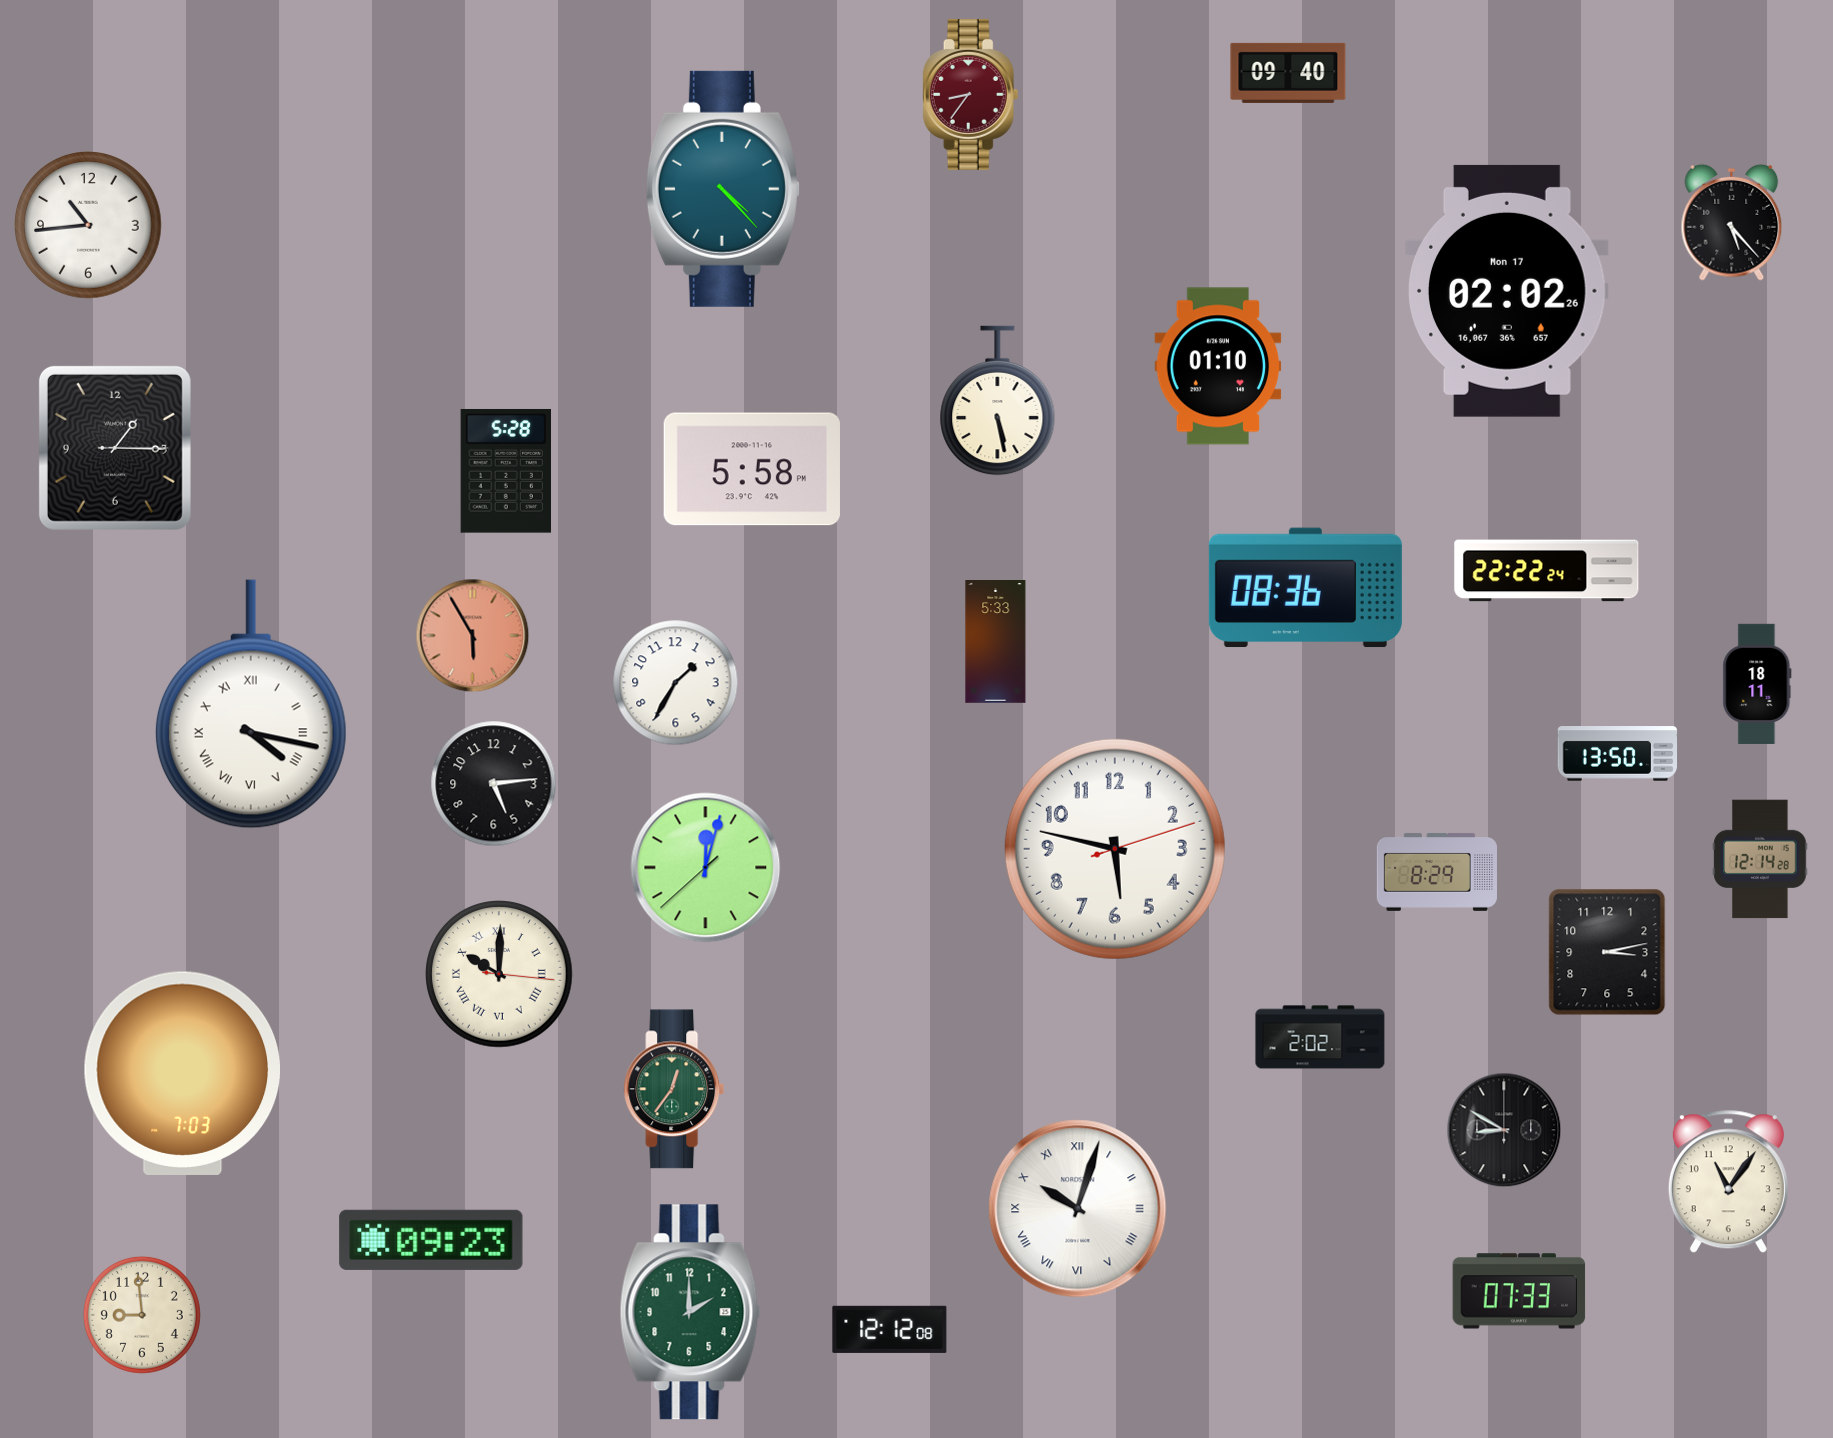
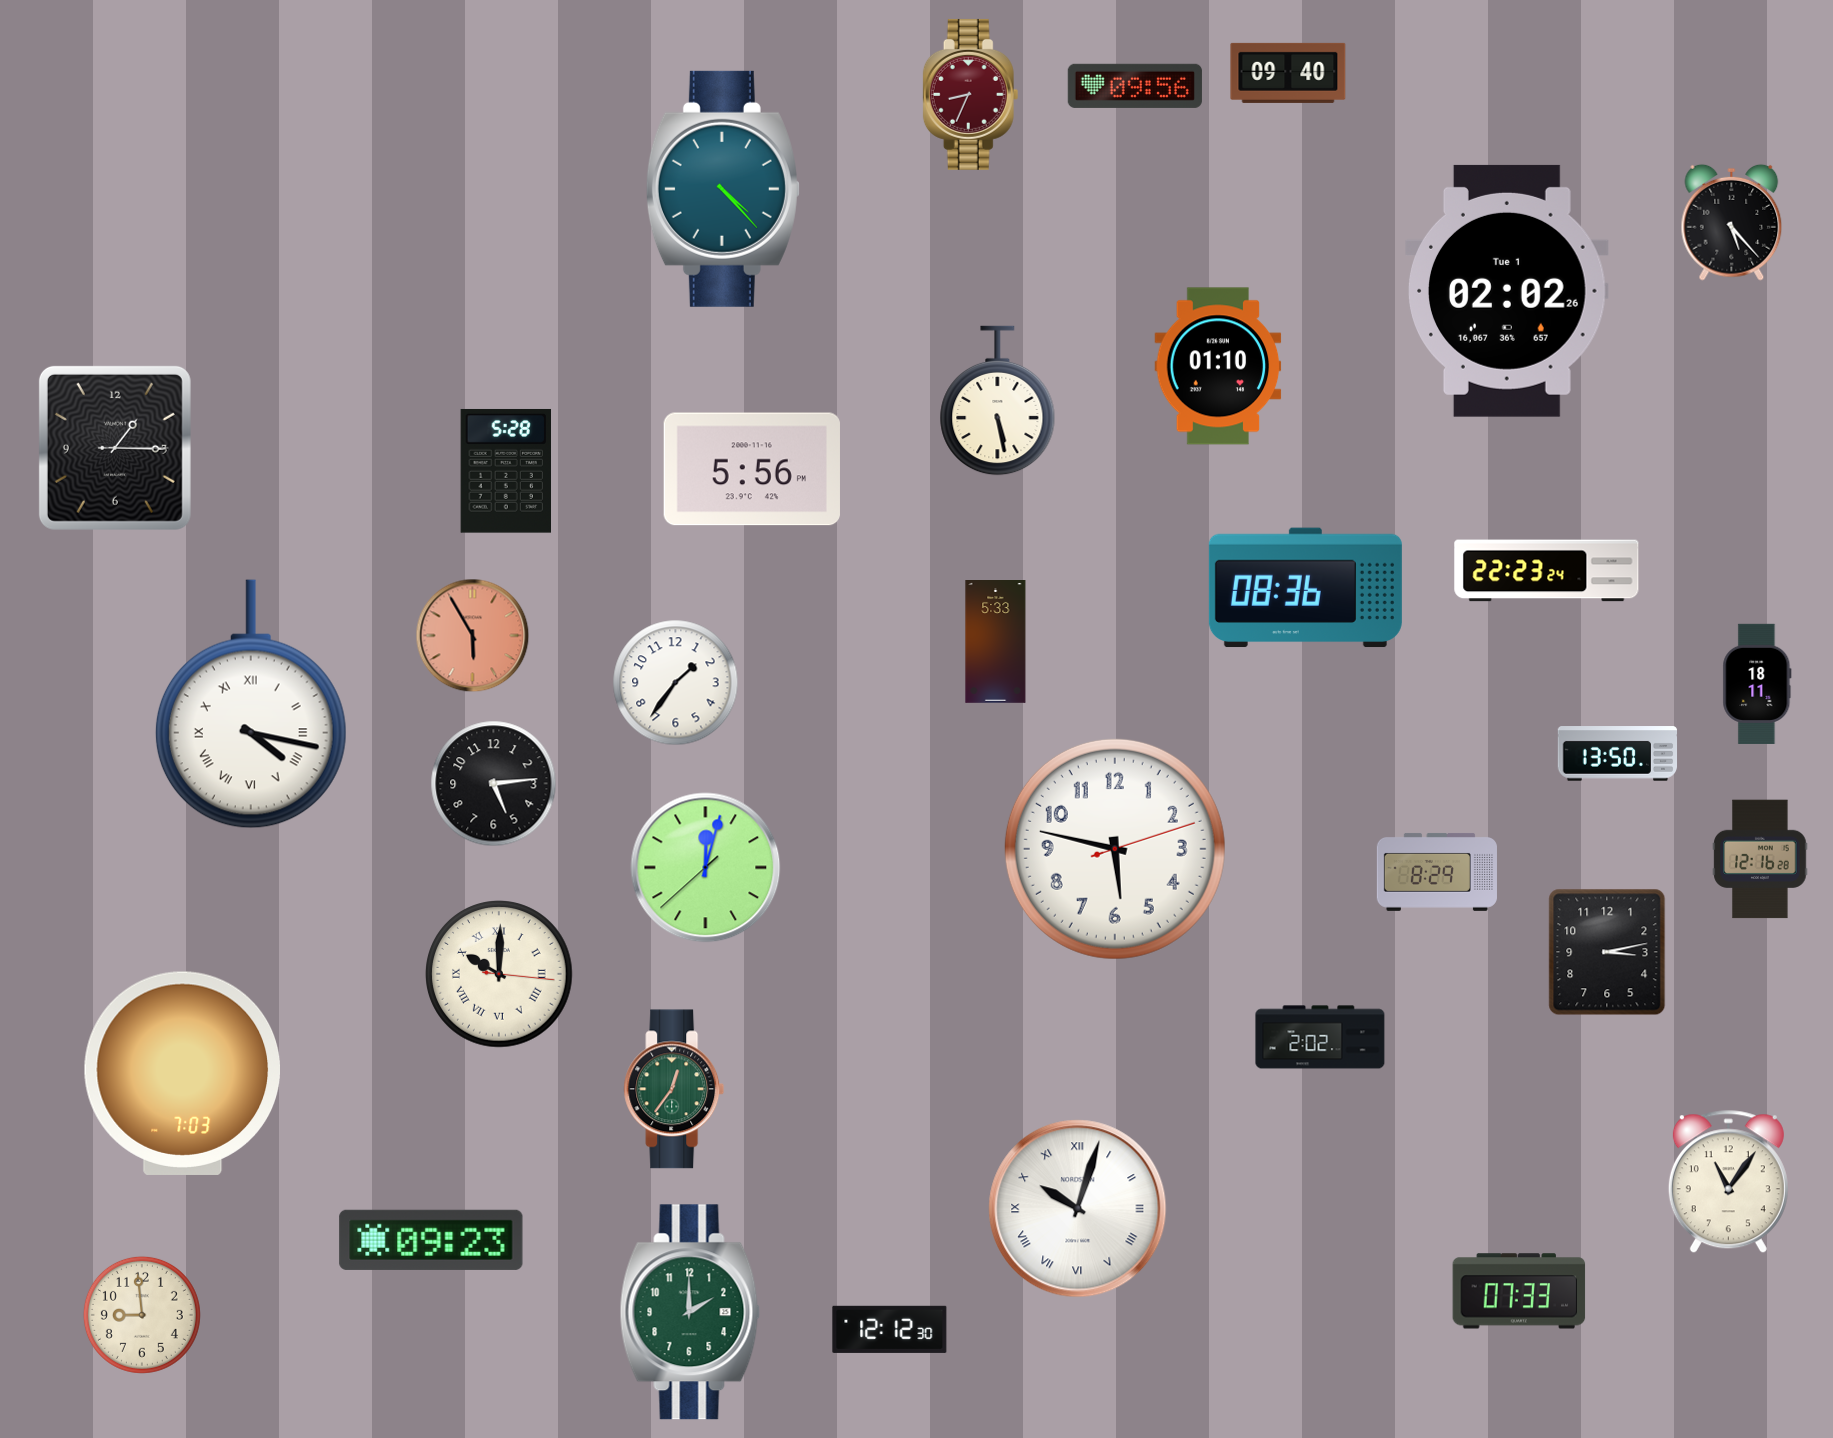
clock at (1135, 86): none -> 09:56
clock at (971, 94): 8:36 -> 8:34
clock at (88, 225): 10:44 -> none
clock at (1507, 291) date: Mon 17 -> Tue 1
clock at (752, 469): 5:58 -> 5:56
clock at (1547, 571): 22:22 -> 22:23
clock at (676, 683): 1:35 -> 1:36
clock at (1760, 859): 12:14 -> 12:16
clock at (1504, 1130): 8:50 -> none
clock at (890, 1329): 12:12:08 -> 12:12:30
